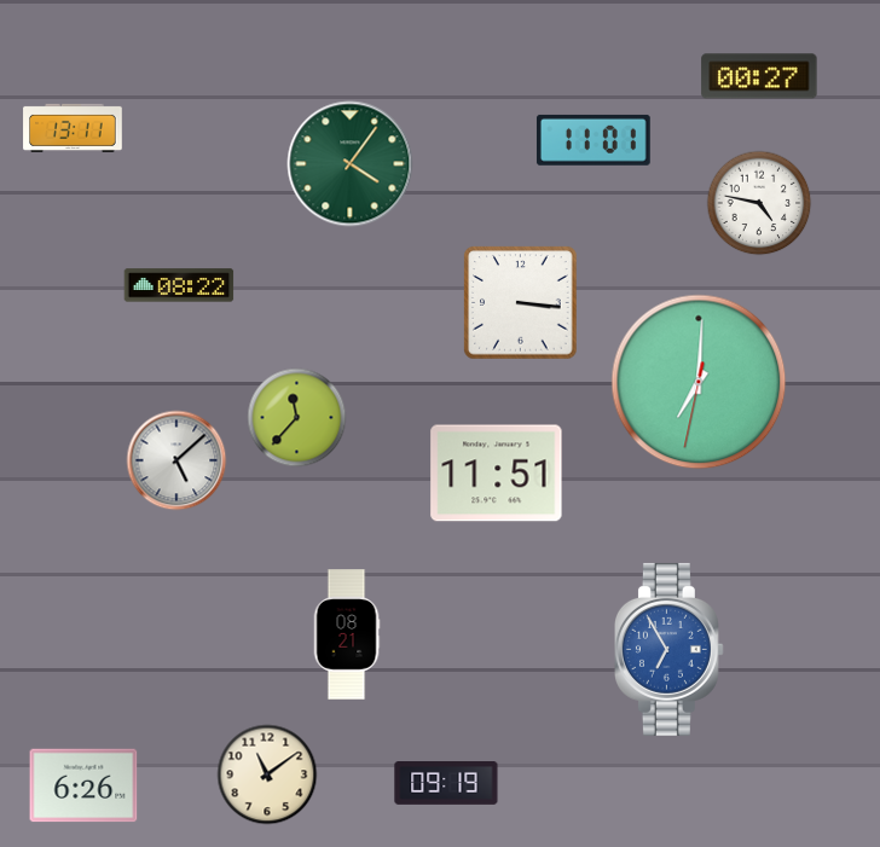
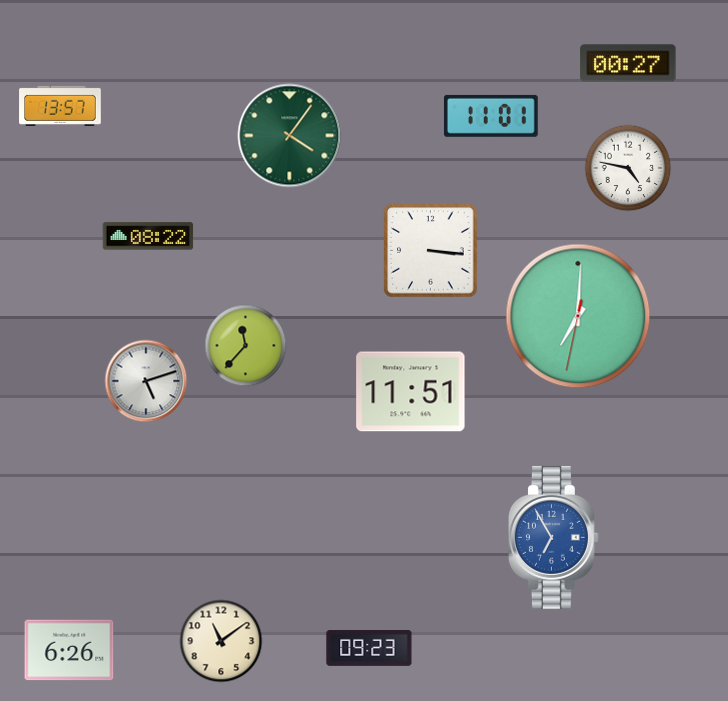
clock at (73, 128): 13:11 -> 13:57
clock at (176, 460): 5:08 -> 5:12
clock at (347, 634): 08:21 -> none
clock at (446, 784): 09:19 -> 09:23
